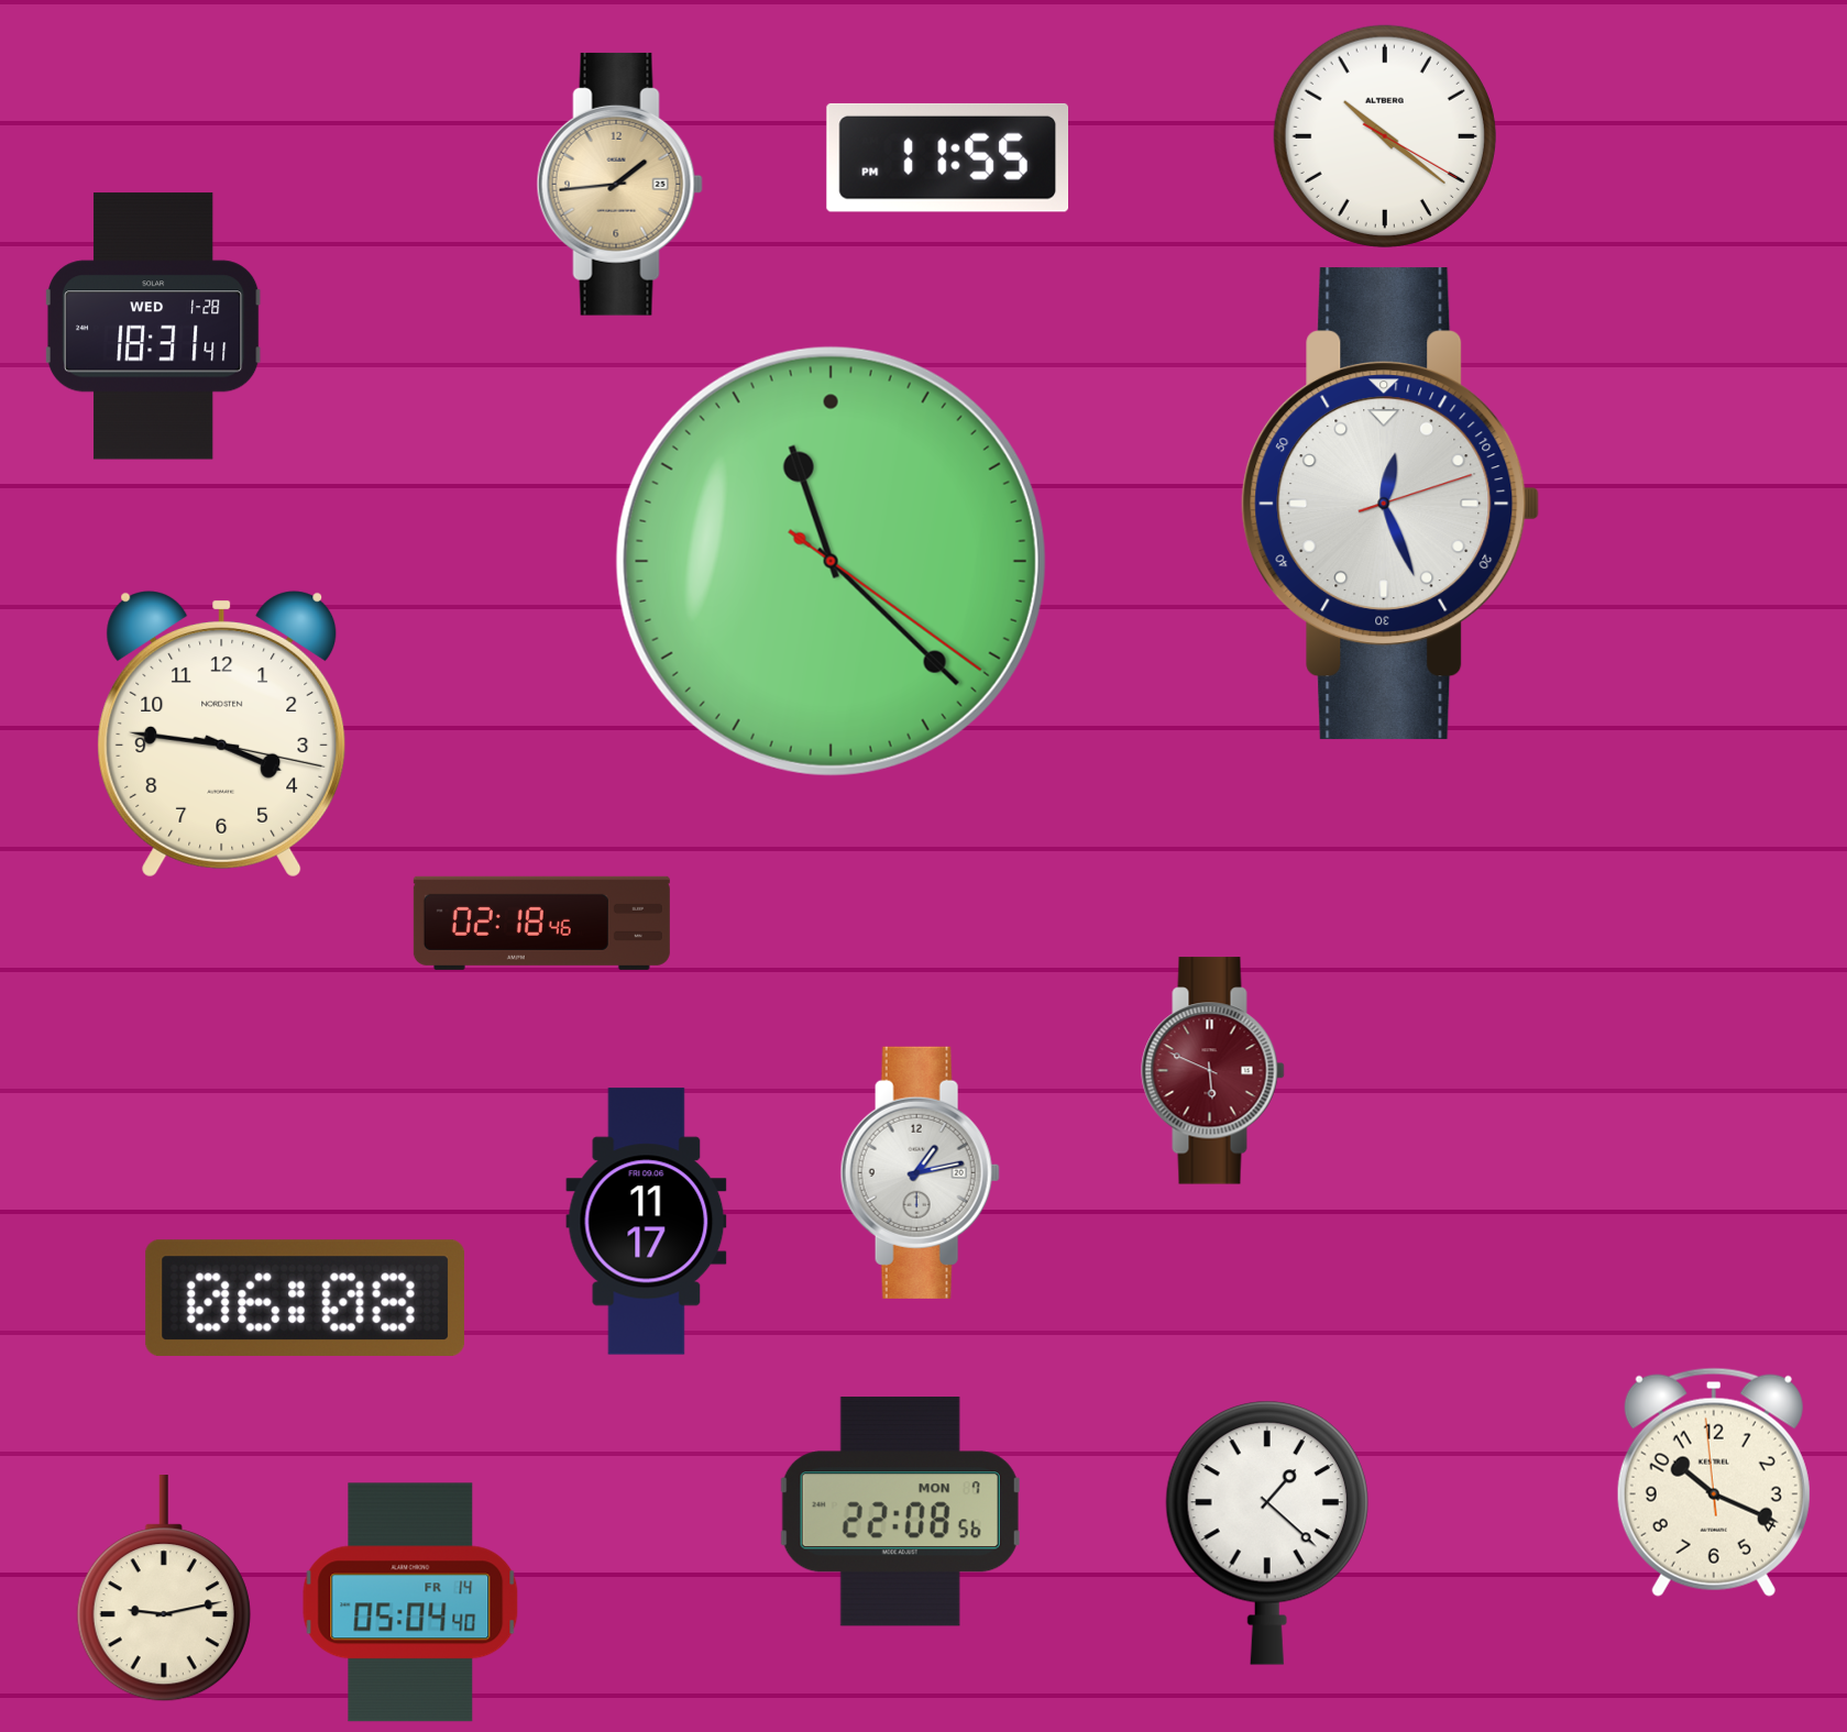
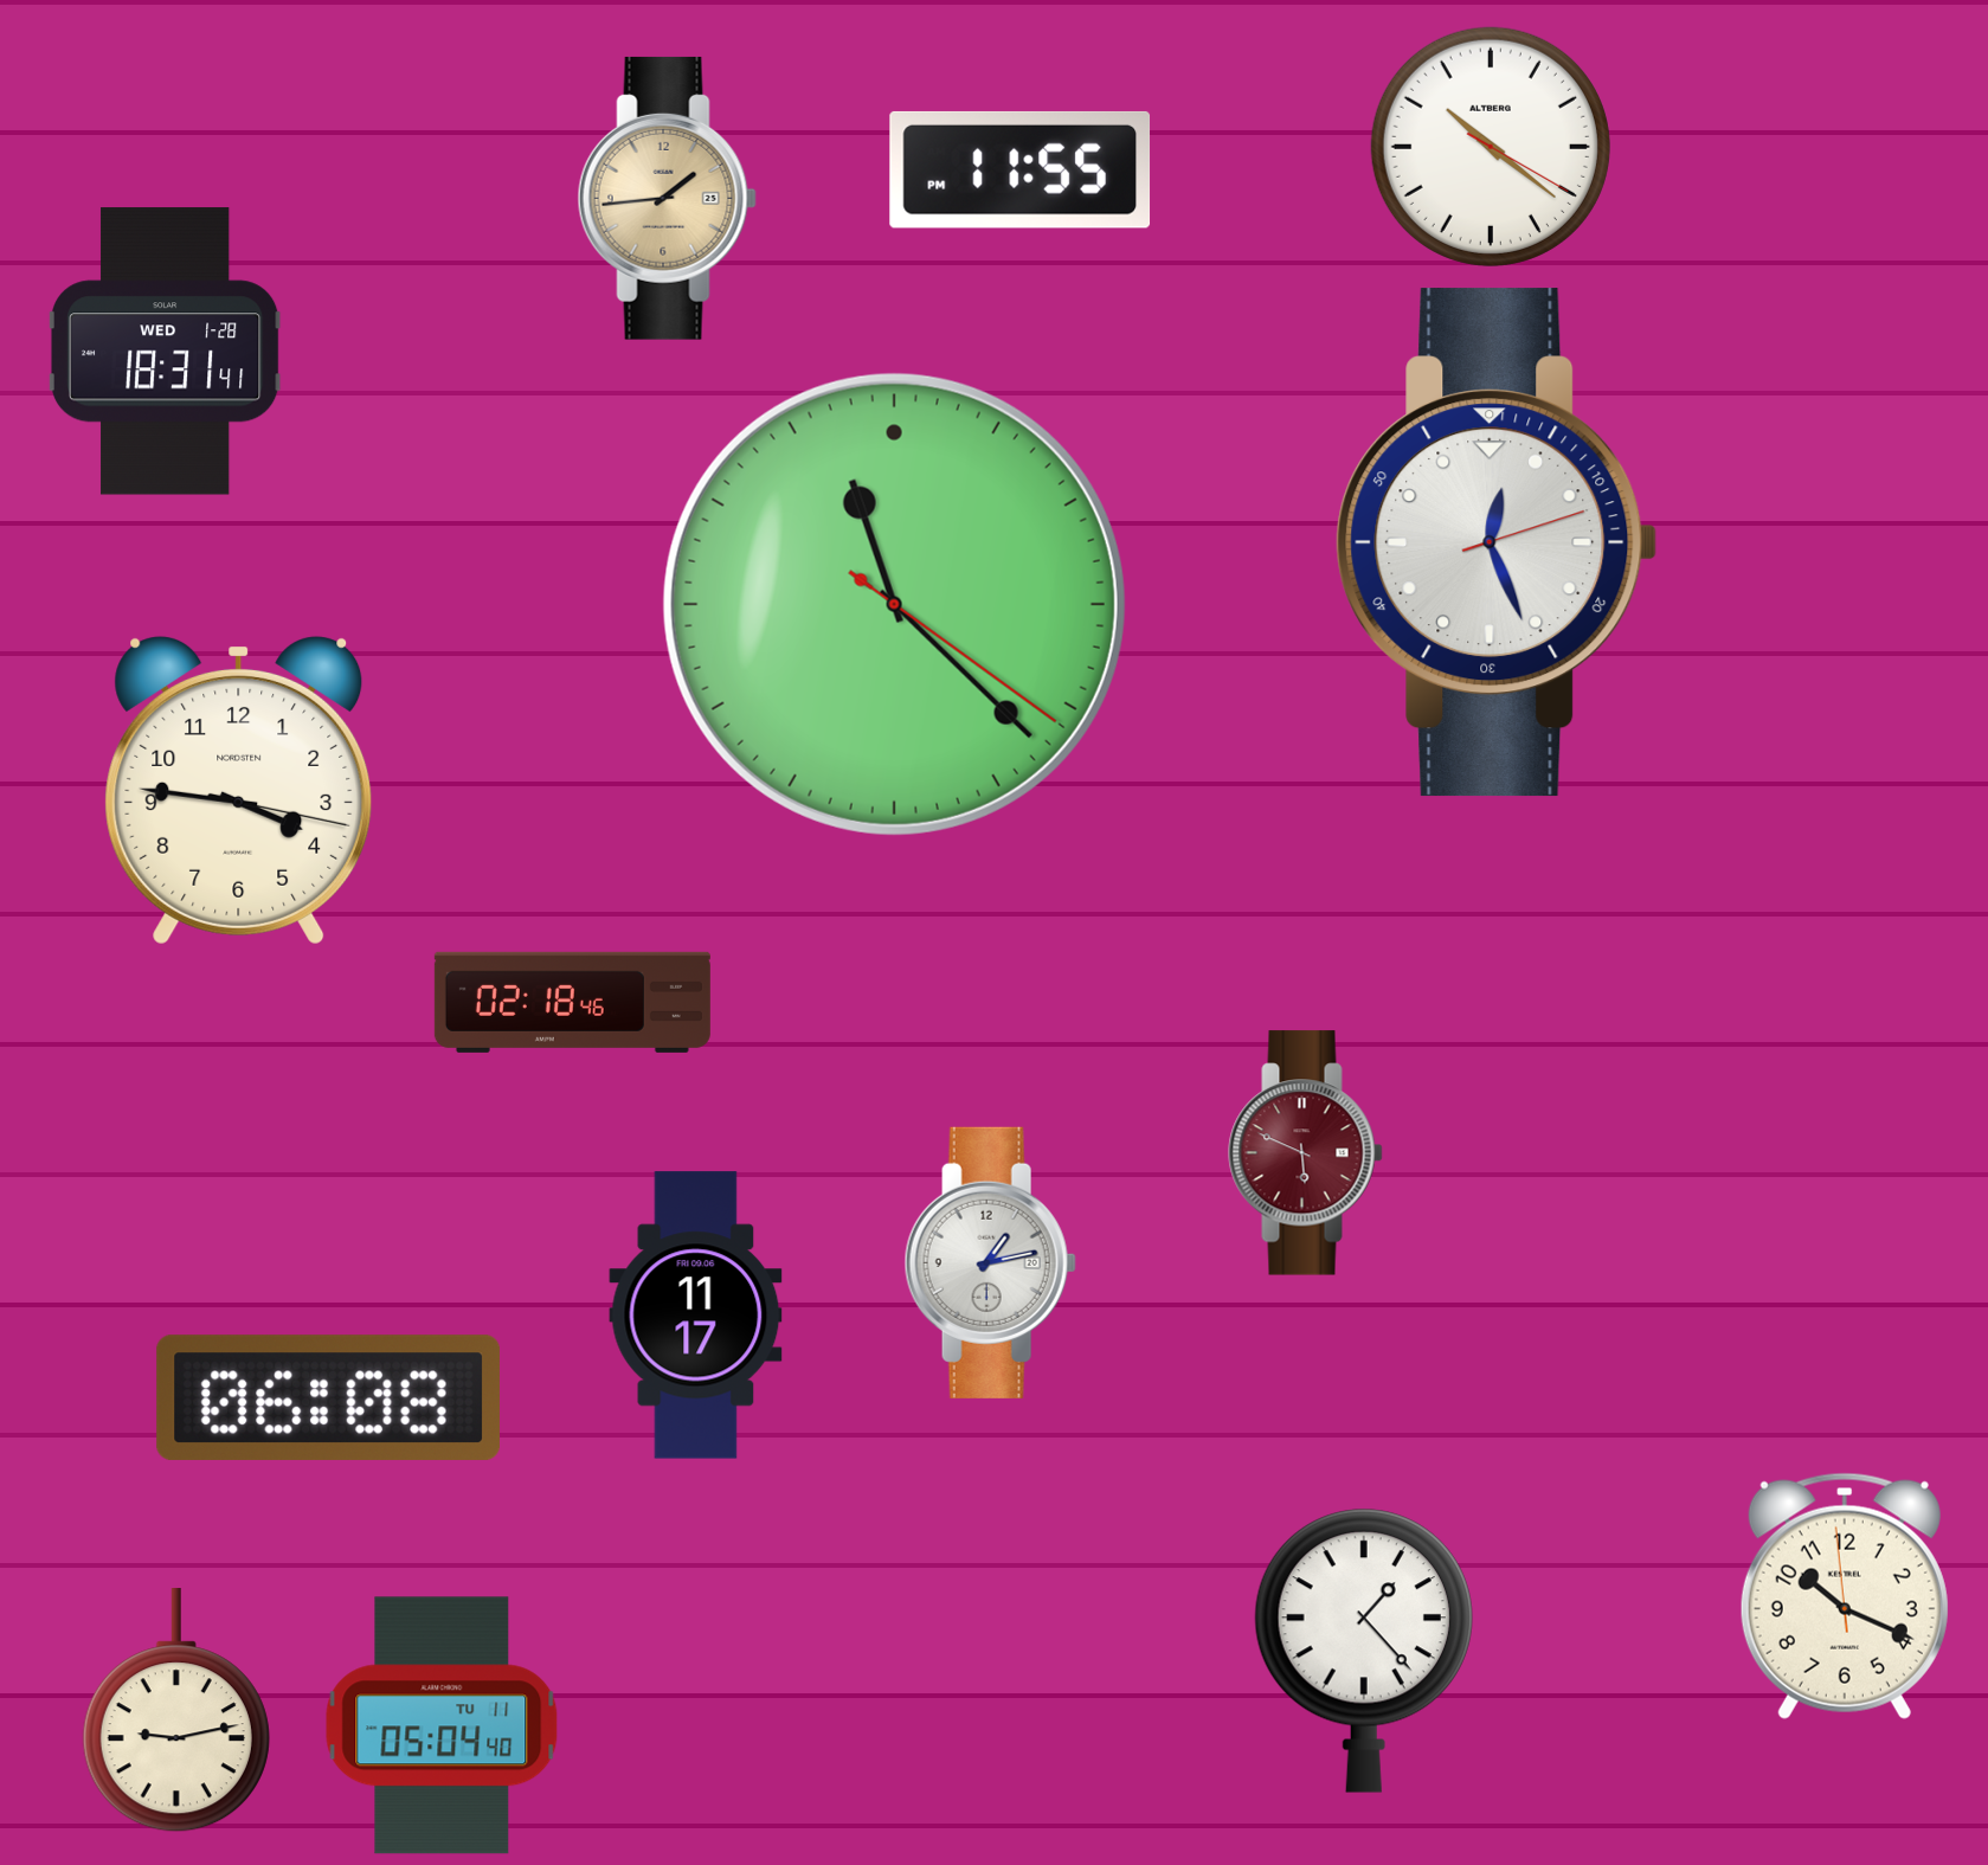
clock at (541, 923) position: (541, 923) -> (572, 1002)
clock at (900, 1512): 22:08 -> none
clock at (1267, 1533): 1:22 -> 1:23
clock at (410, 1602) date: FR 14 -> TU 11
